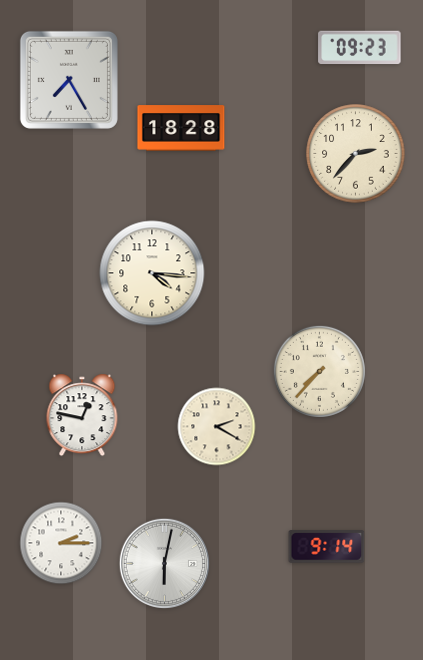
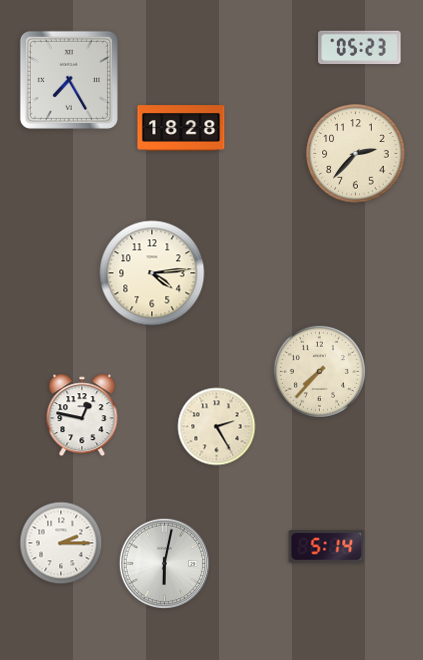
clock at (360, 48): 09:23 -> 05:23
clock at (152, 273): 4:16 -> 4:14
clock at (217, 427): 2:20 -> 2:25
clock at (327, 547): 9:14 -> 5:14
